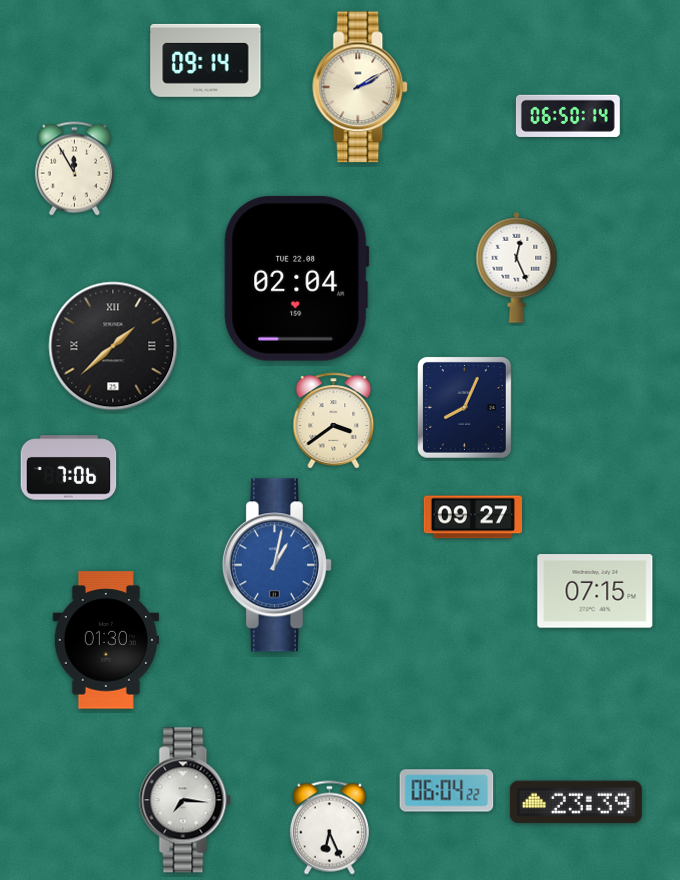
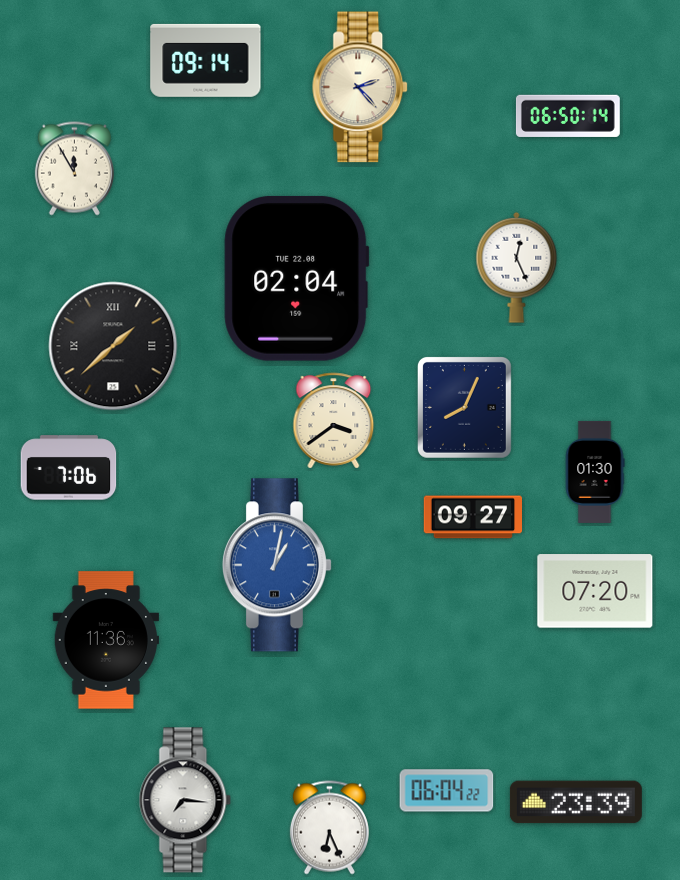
clock at (361, 87): 2:10 -> 2:23
clock at (595, 472): none -> 01:30
clock at (595, 591): 07:15 -> 07:20
clock at (105, 640): 01:30 -> 11:36
